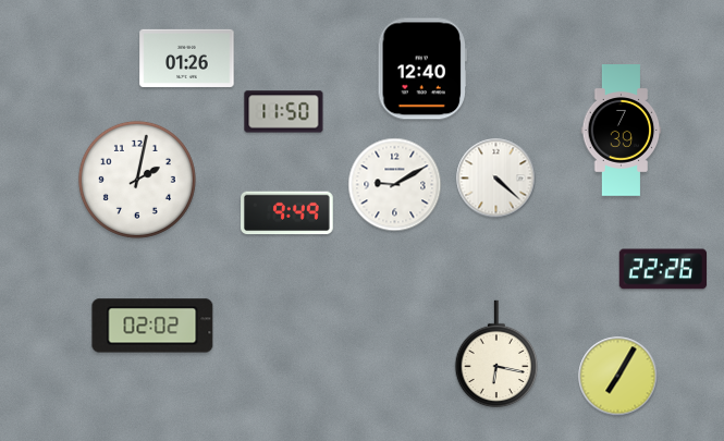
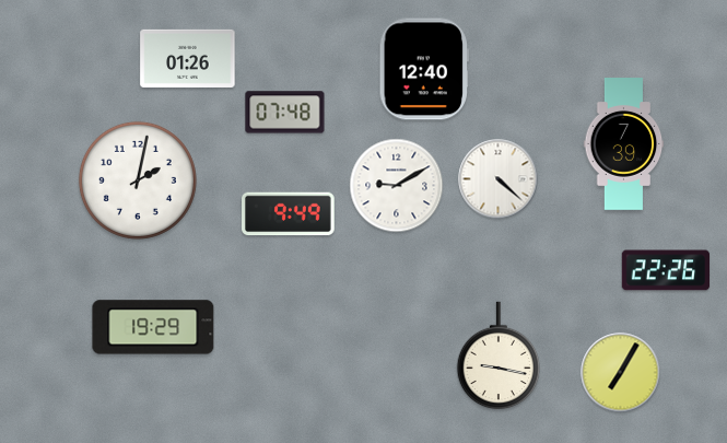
clock at (284, 112): 11:50 -> 07:48
clock at (622, 131) position: (622, 131) -> (624, 144)
clock at (152, 326): 02:02 -> 19:29
clock at (496, 354): 6:17 -> 9:17
clock at (618, 377) position: (618, 377) -> (621, 373)
